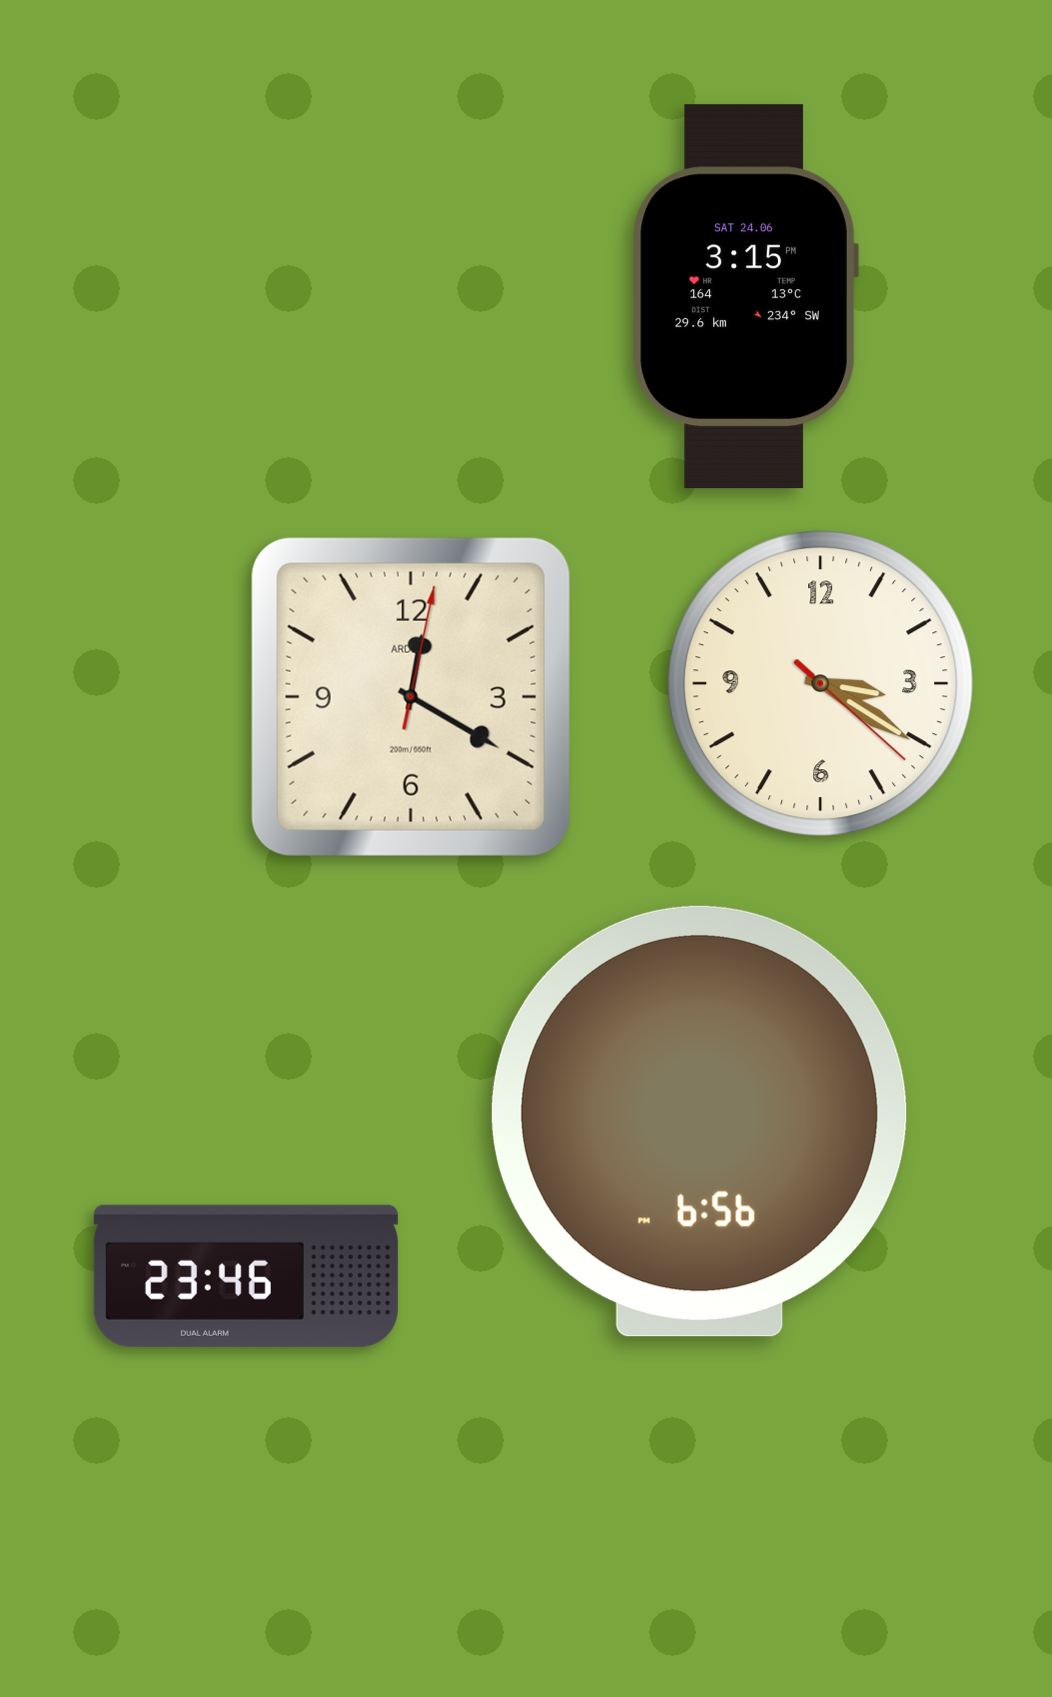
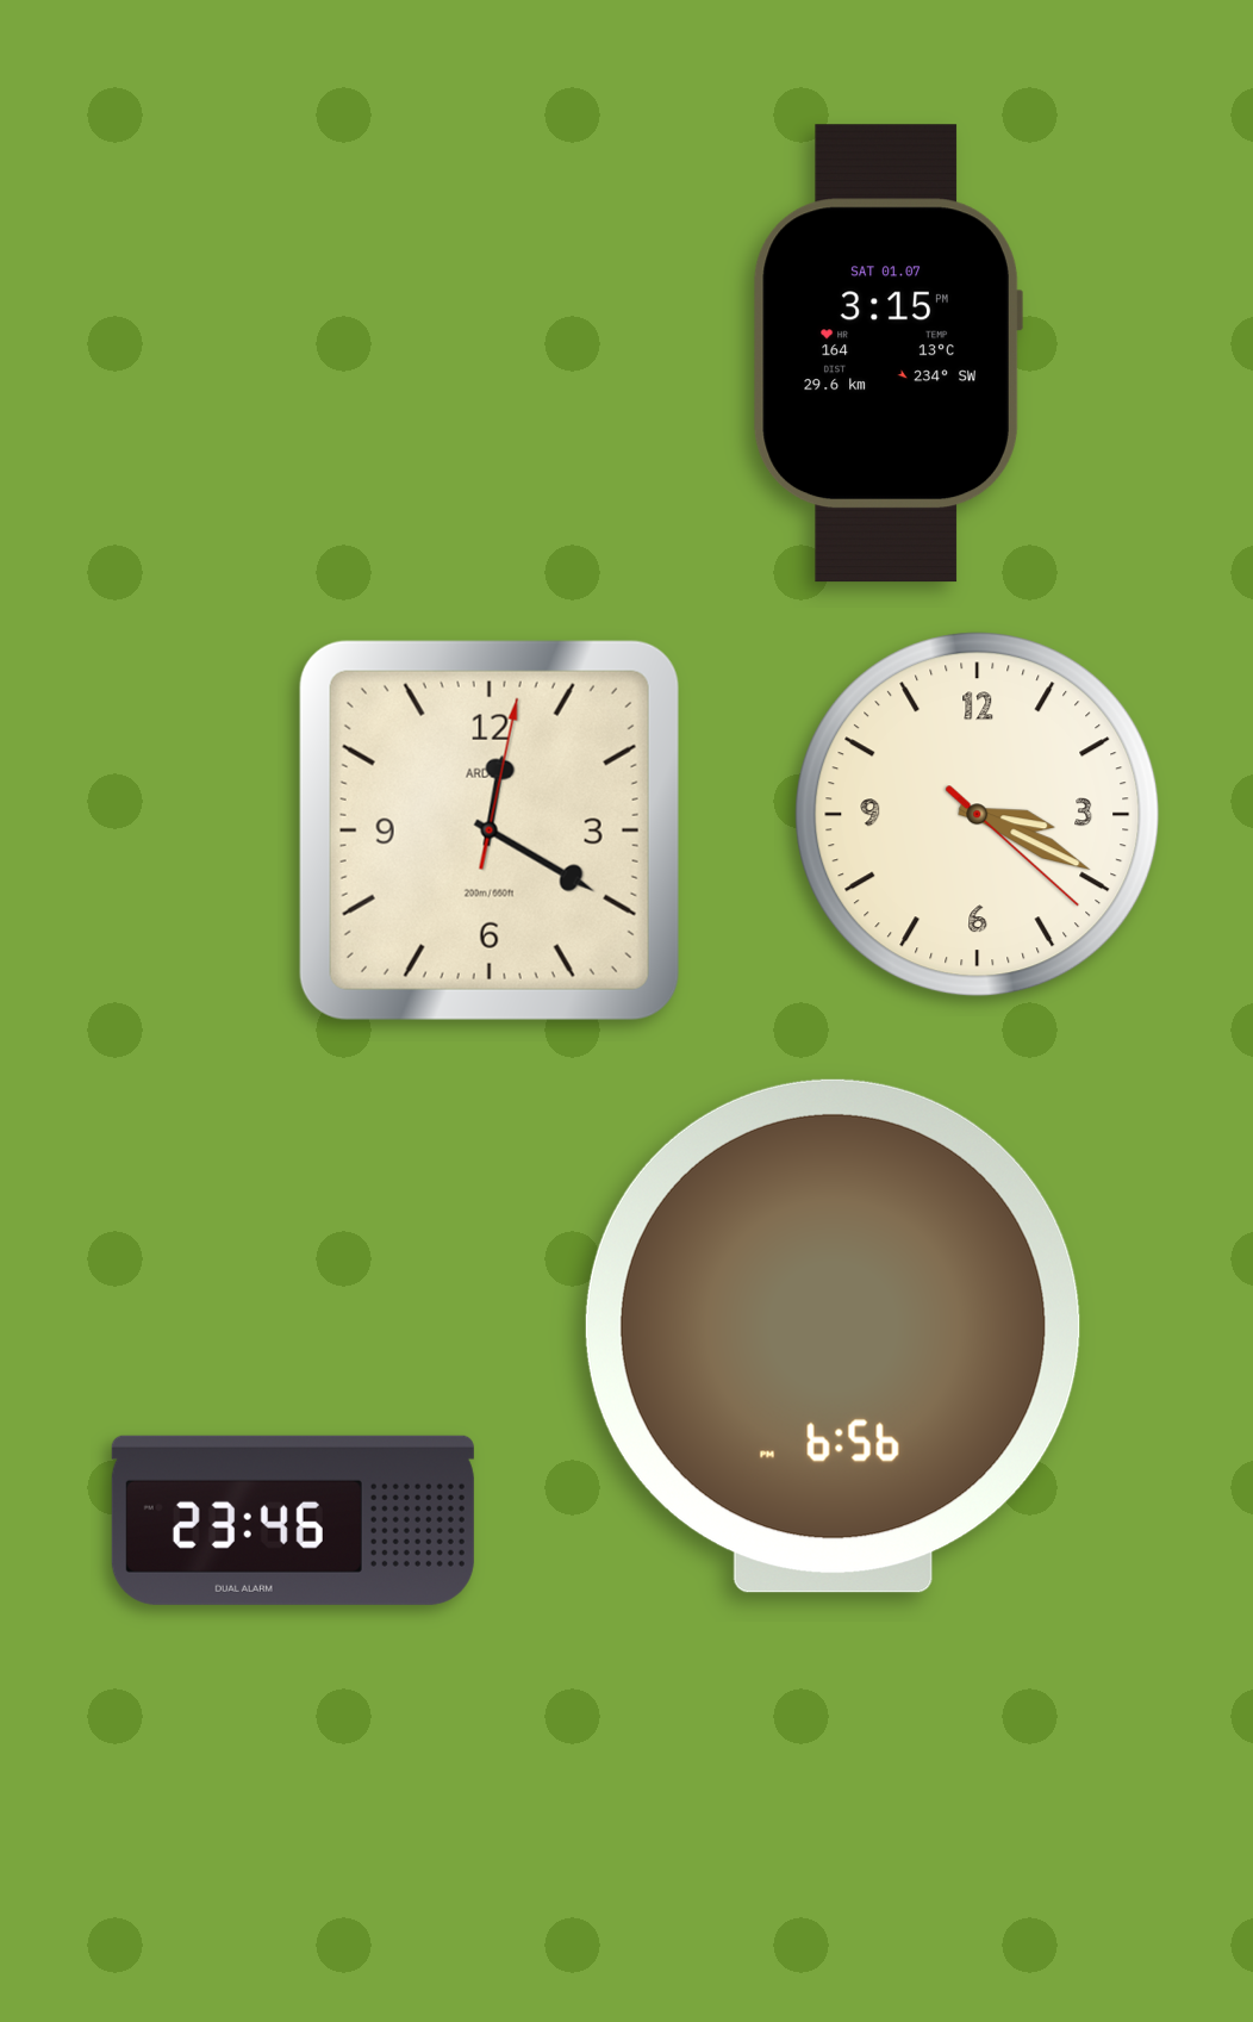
clock at (745, 297) date: SAT 24.06 -> SAT 01.07
clock at (821, 684): 3:20 -> 3:19
